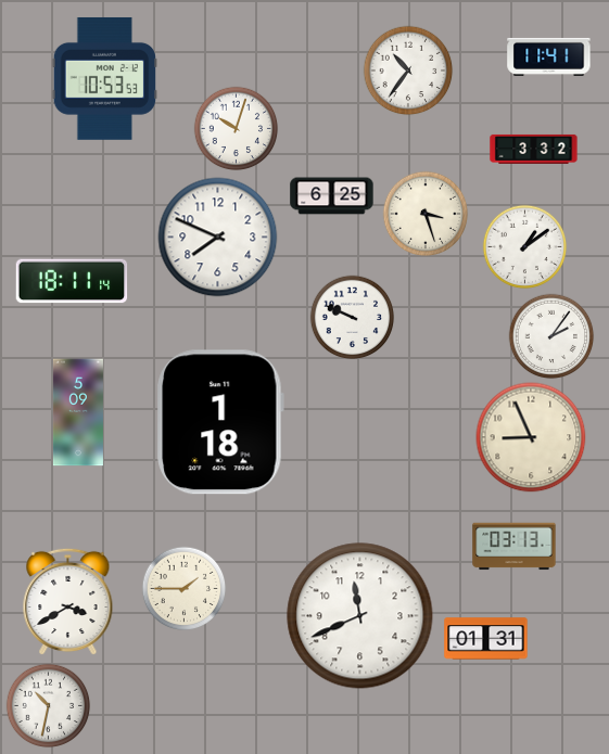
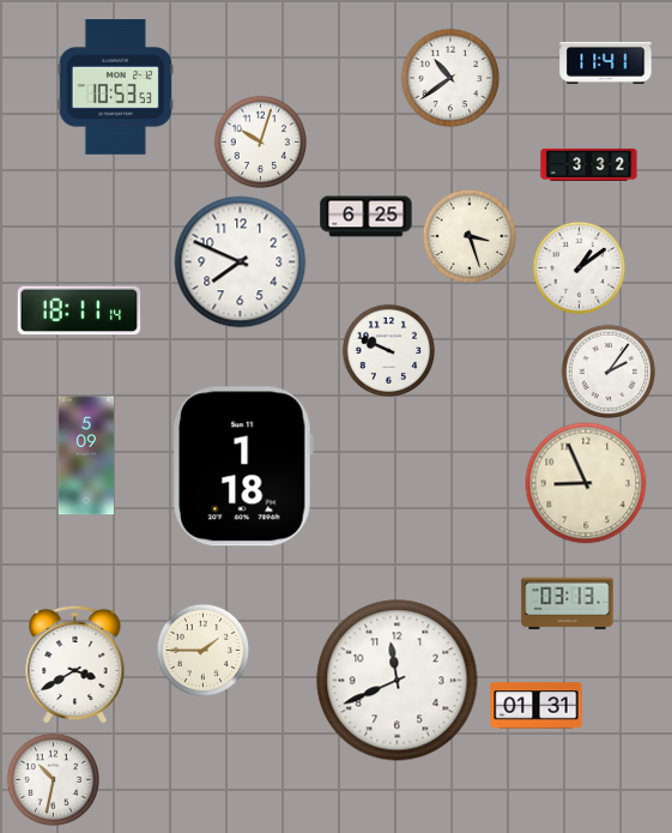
clock at (408, 71): 10:36 -> 10:39
clock at (524, 246) position: (524, 246) -> (579, 267)
